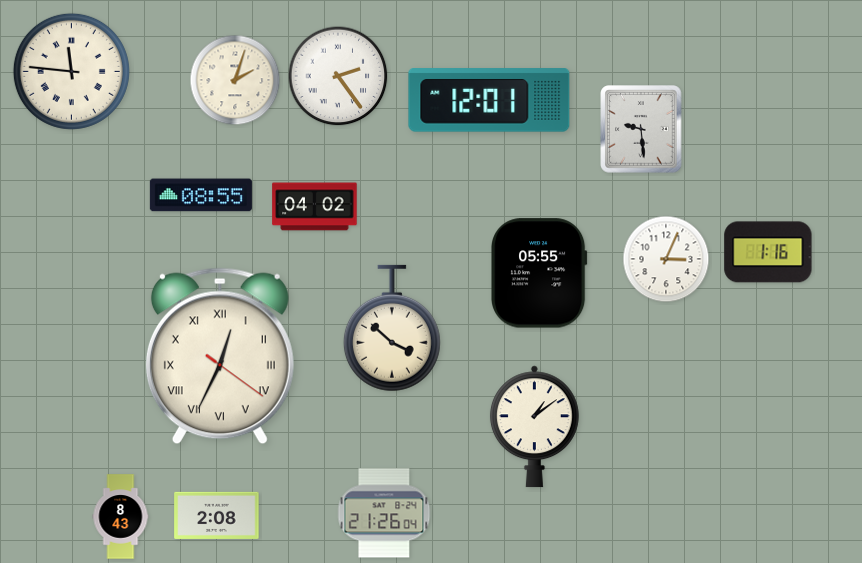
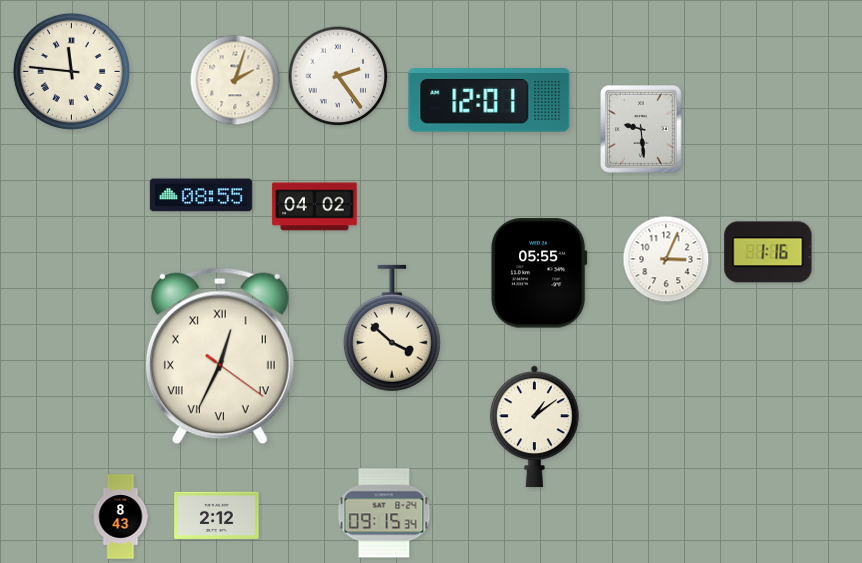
clock at (384, 513): 21:26 -> 09:15
clock at (217, 515): 2:08 -> 2:12
